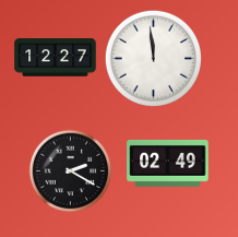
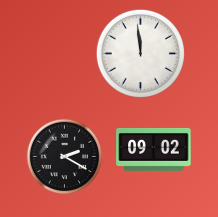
clock at (56, 58): 12:27 -> none
clock at (168, 163): 02:49 -> 09:02
